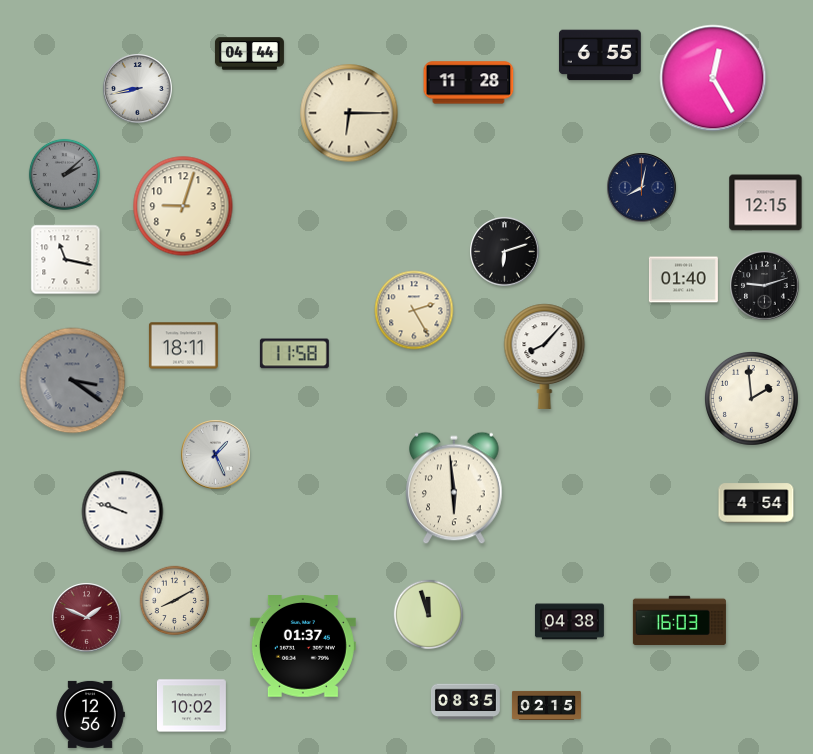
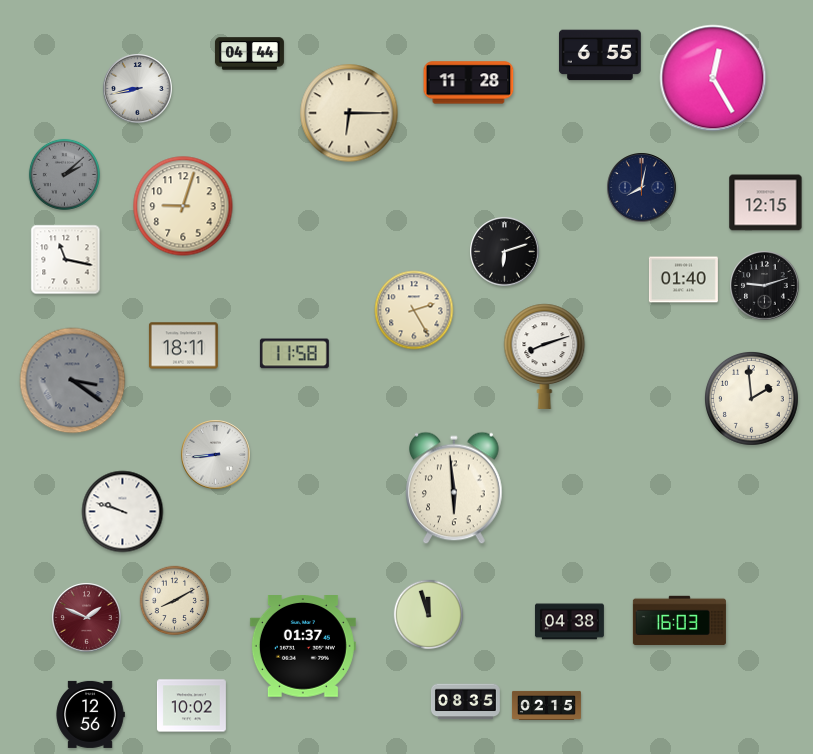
clock at (545, 356): 8:07 -> 8:12
clock at (216, 455): 1:26 -> 8:44
clock at (756, 503): 4:54 -> none
